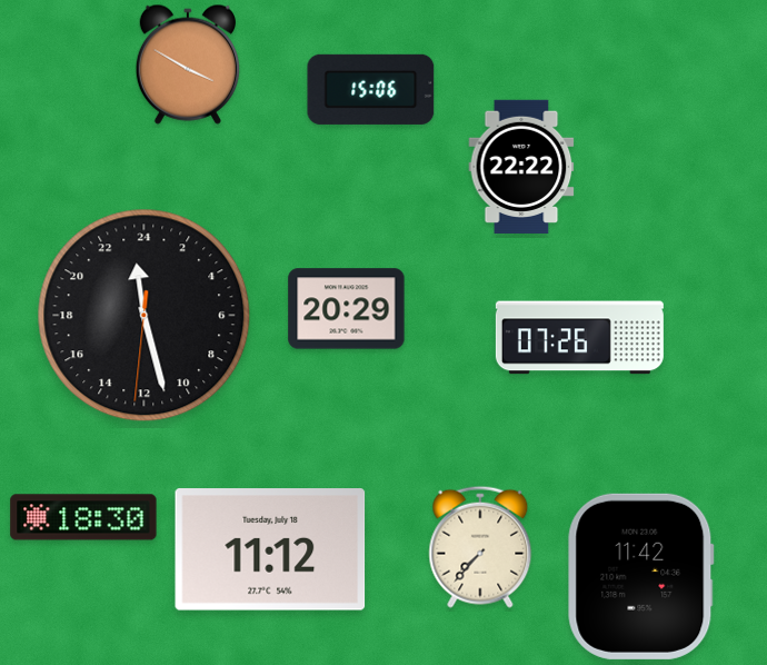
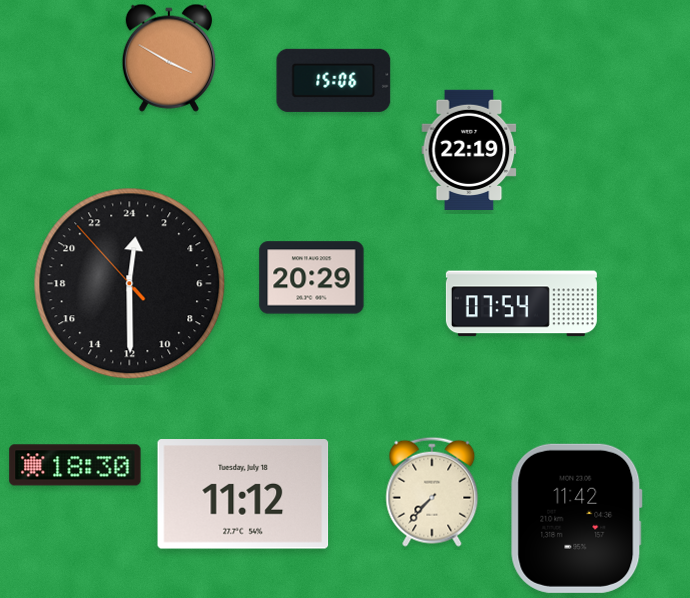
clock at (521, 167): 22:22 -> 22:19
clock at (145, 316): 23:27 -> 0:29
clock at (579, 338): 07:26 -> 07:54
